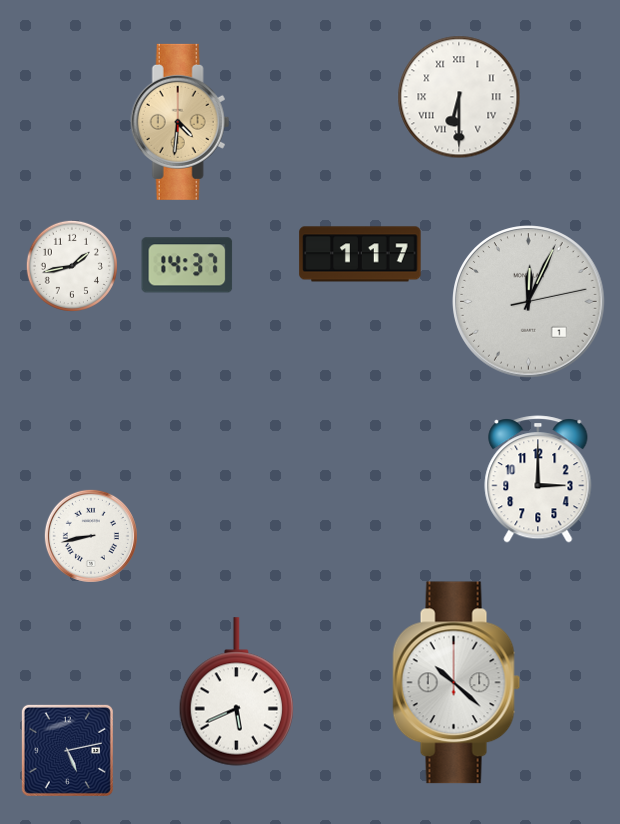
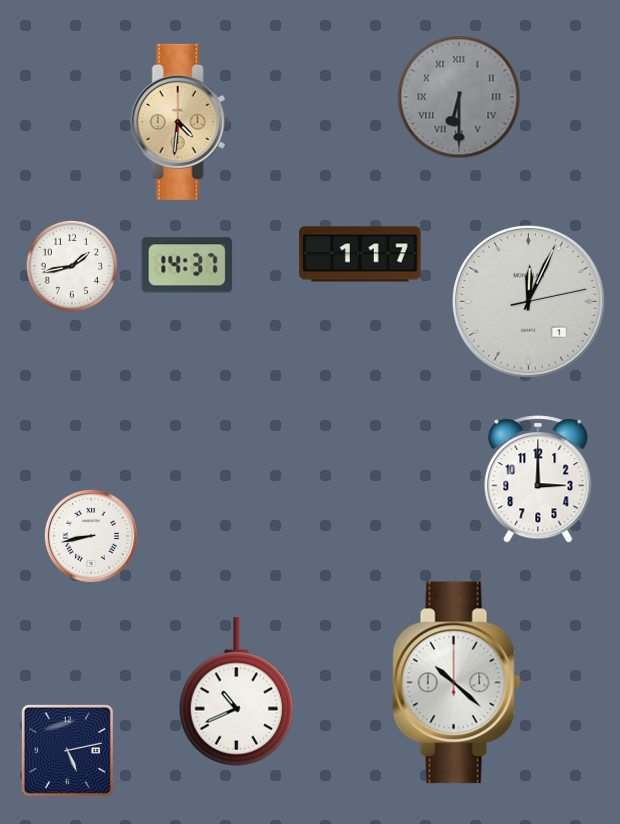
clock at (459, 97) dial: white -> grey
clock at (237, 692): 5:41 -> 10:41
